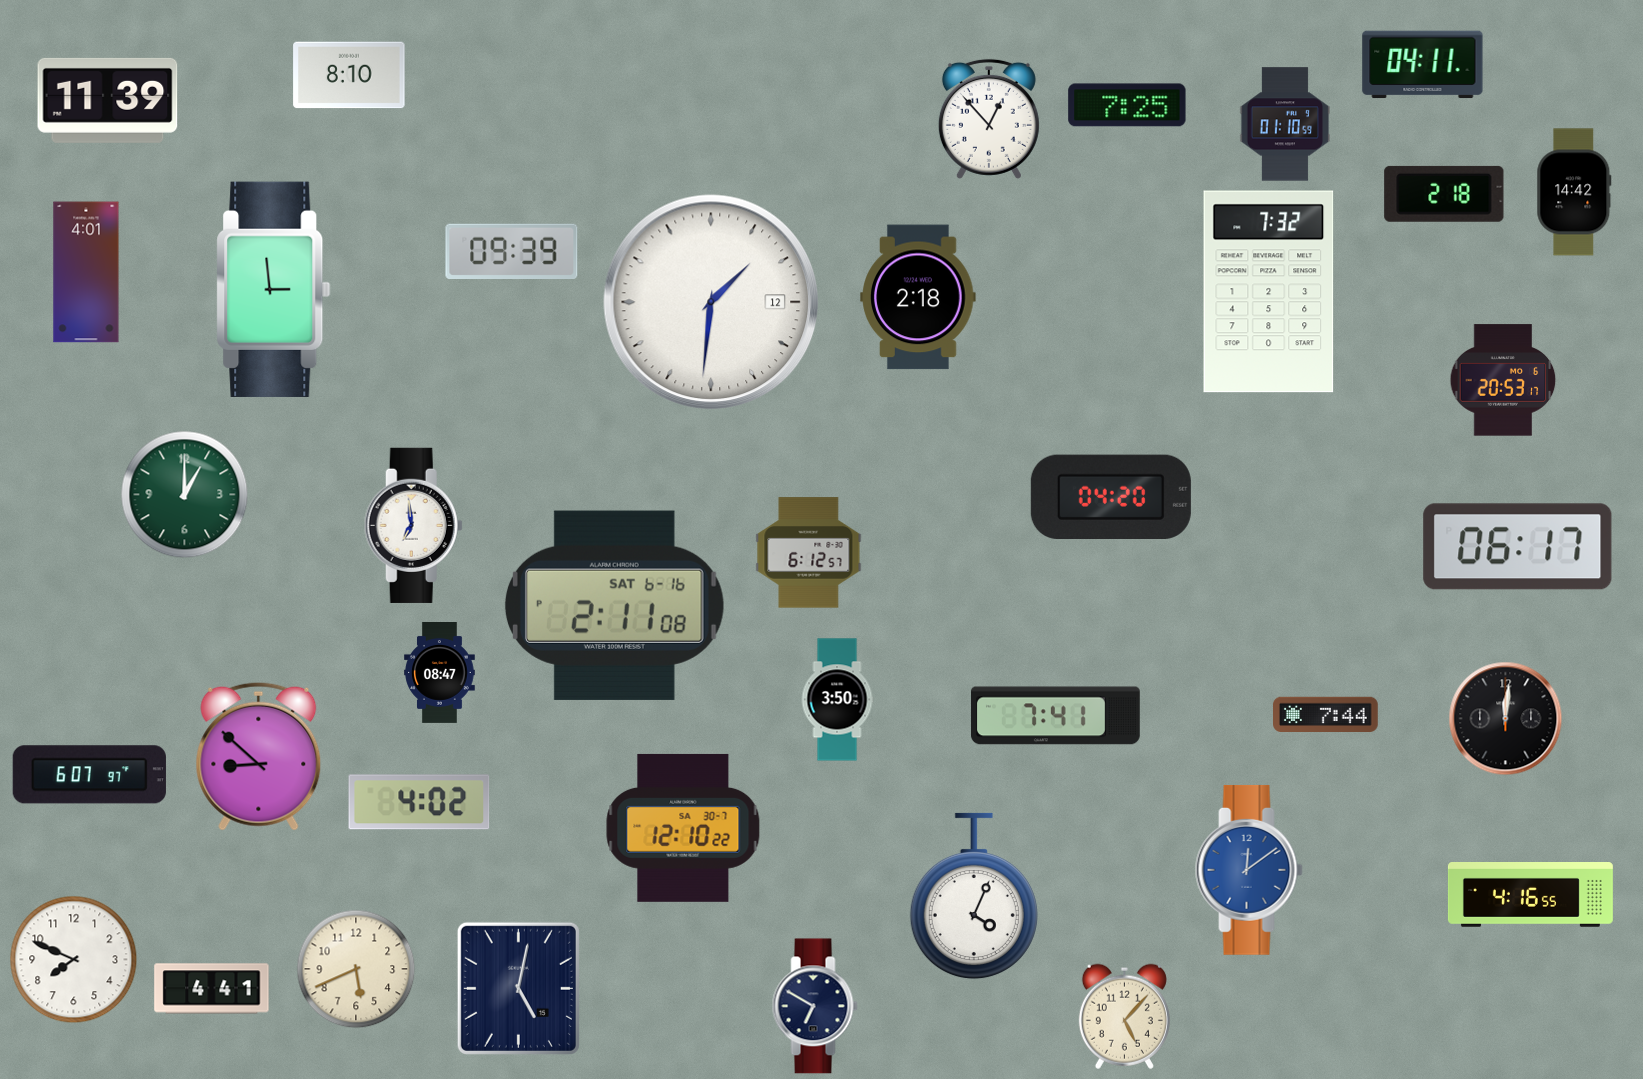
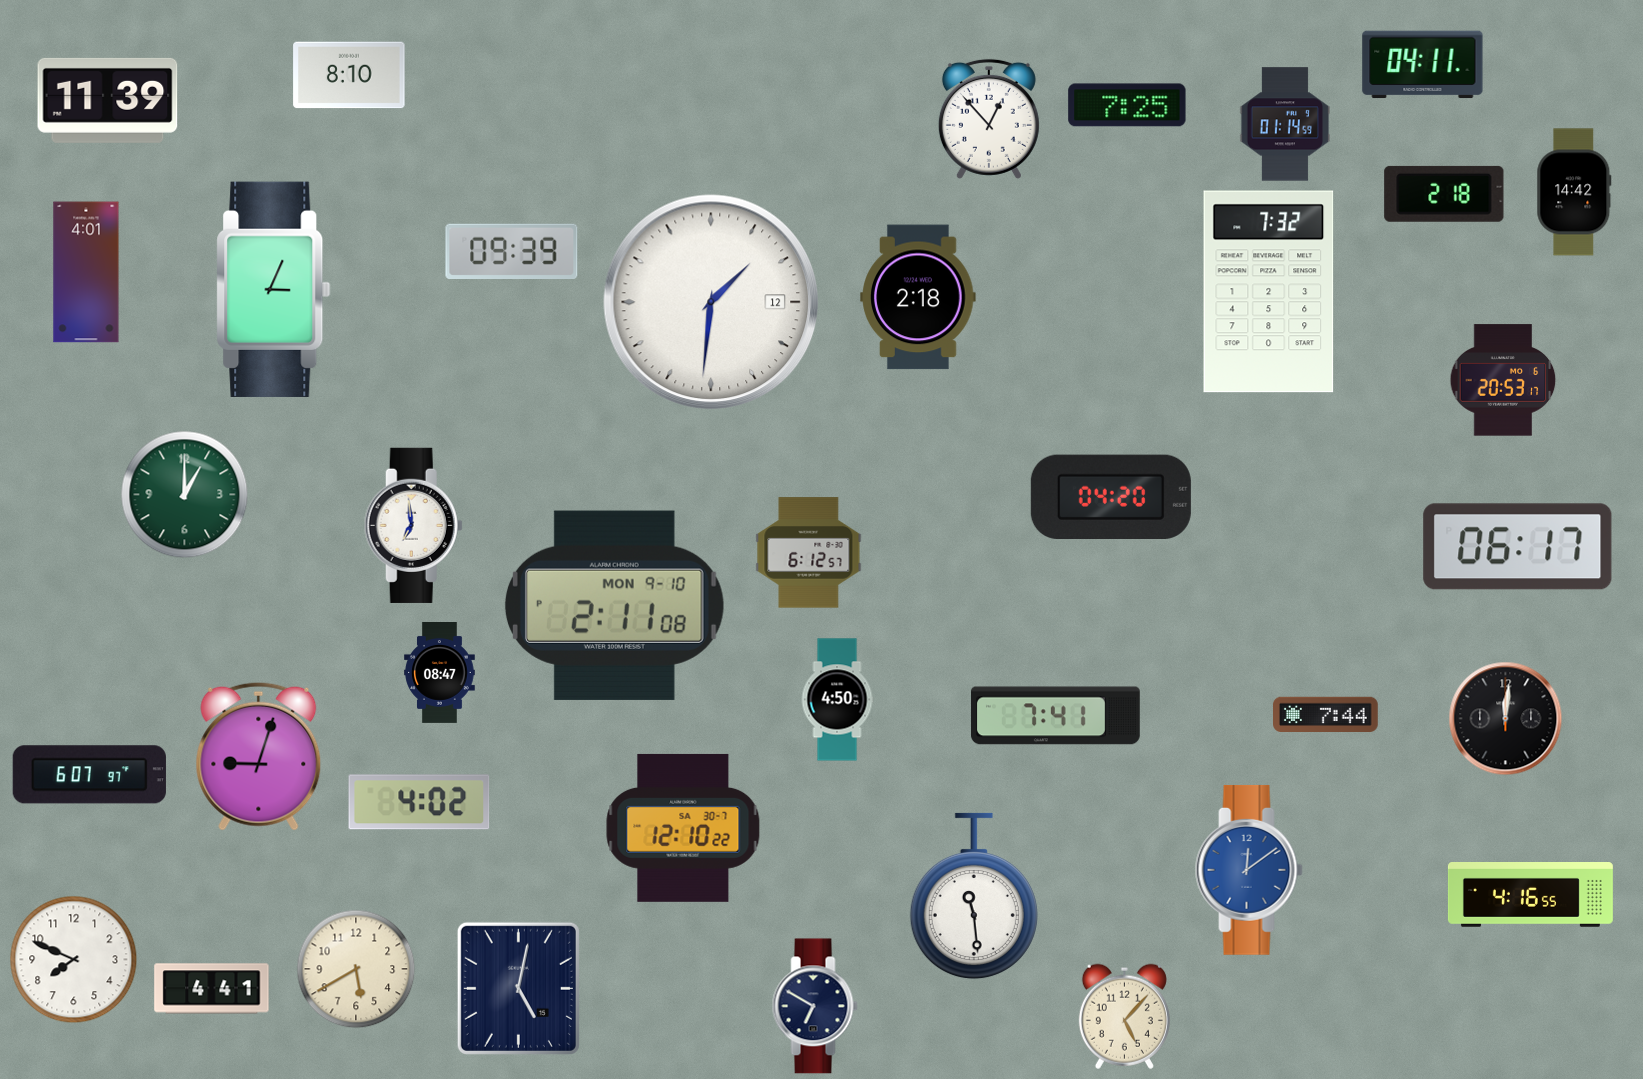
clock at (1285, 124): 01:10 -> 01:14
clock at (274, 289): 2:59 -> 3:04
clock at (614, 605) date: SAT 6-16 -> MON 9-10
clock at (837, 700): 3:50 -> 4:50
clock at (259, 756): 8:52 -> 9:03
clock at (974, 896): 4:04 -> 11:29
clock at (356, 969): 5:41 -> 5:40
